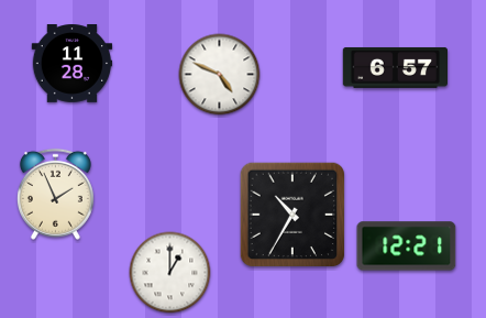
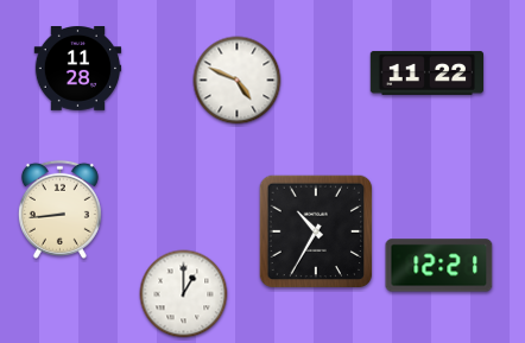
clock at (395, 67): 6:57 -> 11:22
clock at (55, 194): 1:56 -> 8:44
